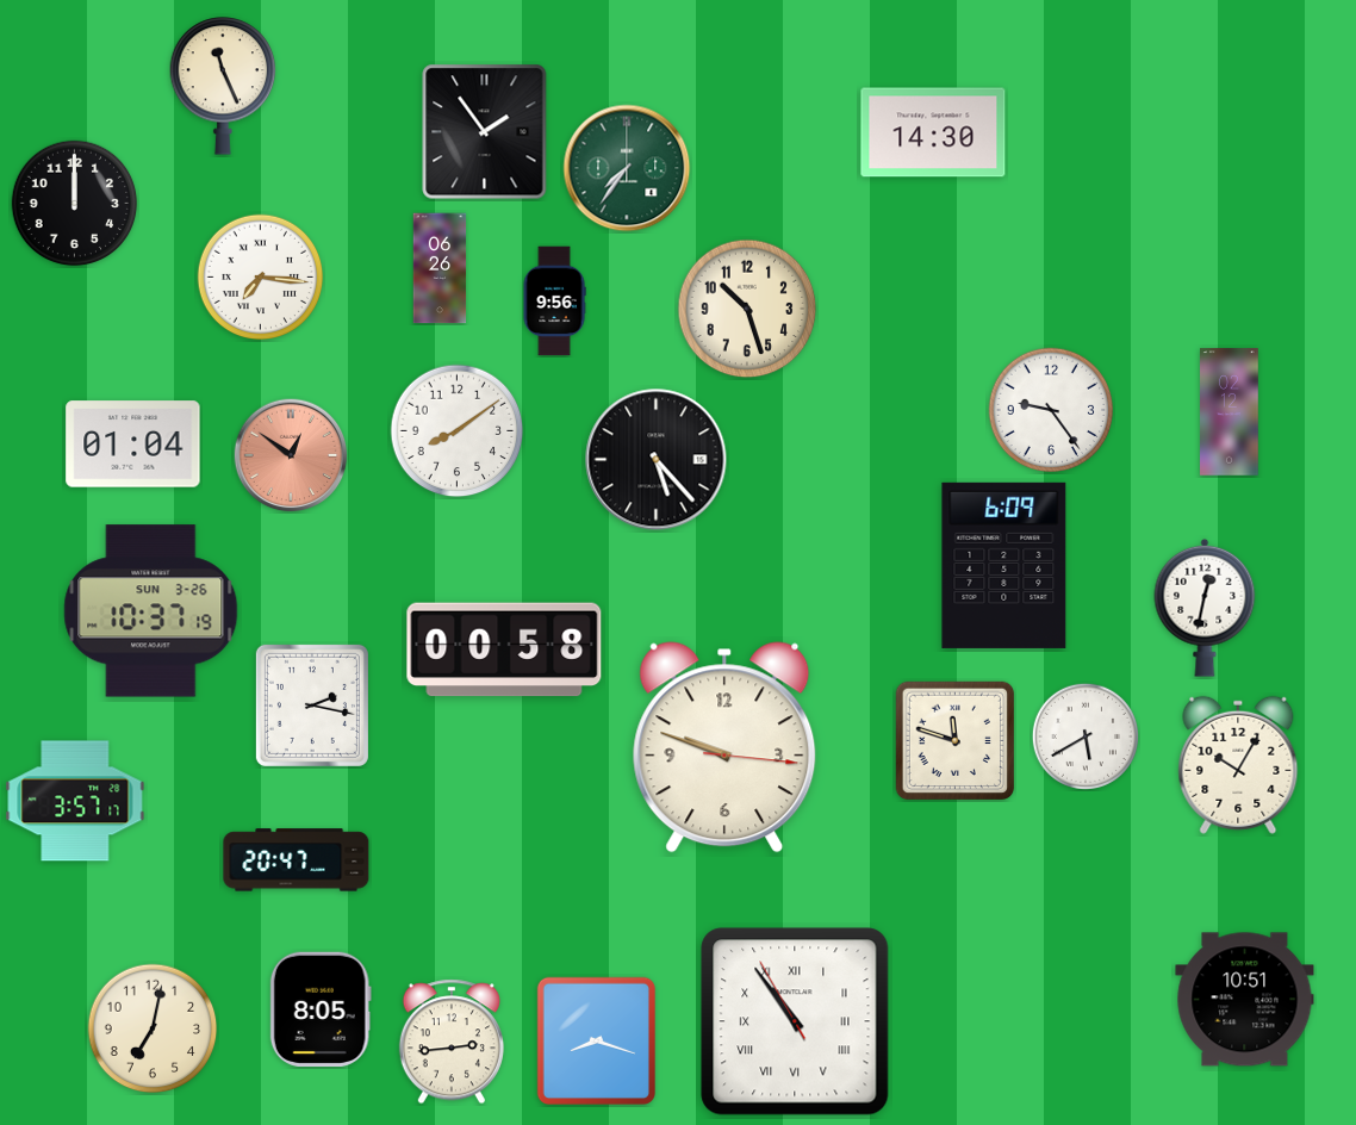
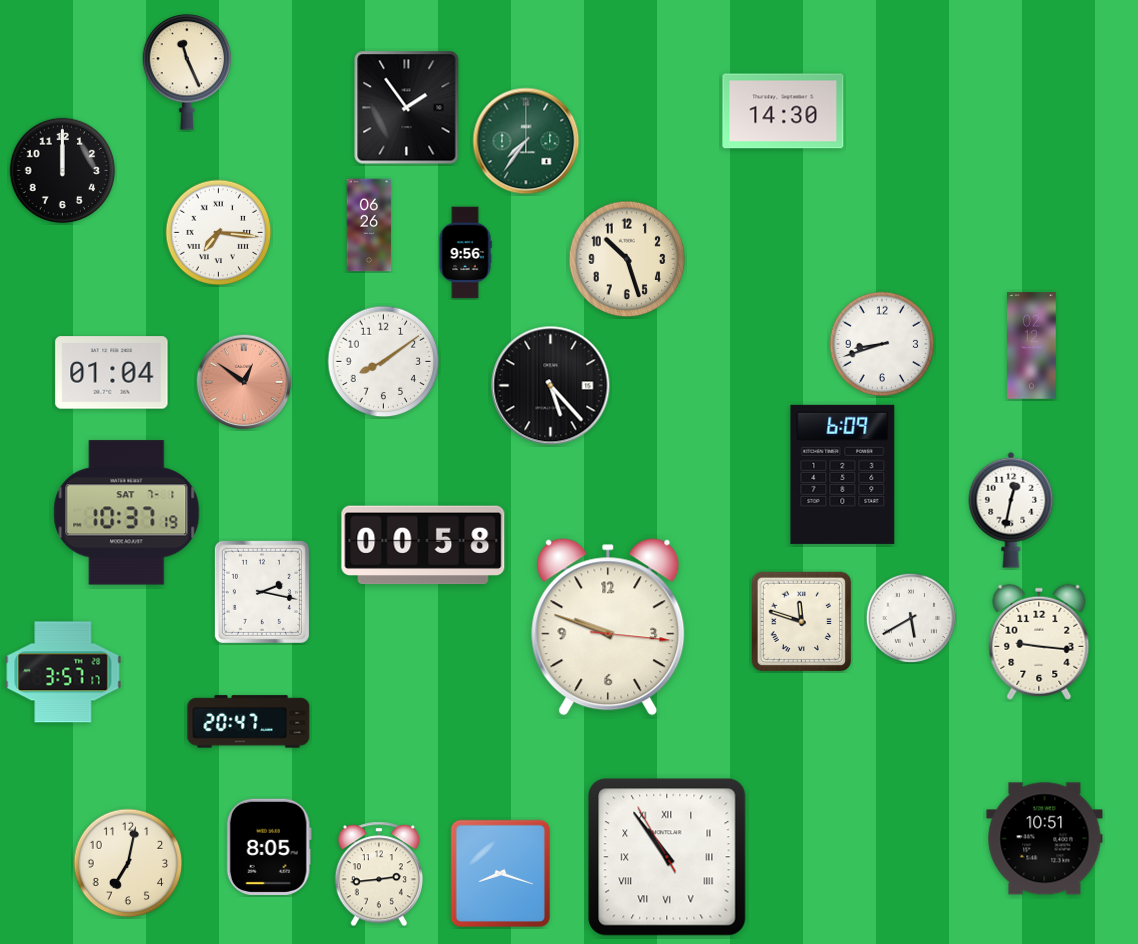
clock at (485, 132) position: (485, 132) -> (407, 108)
clock at (1051, 410): 9:24 -> 8:42
clock at (151, 611) date: SUN 3-26 -> SAT 7-1
clock at (1238, 765): 10:05 -> 9:16
